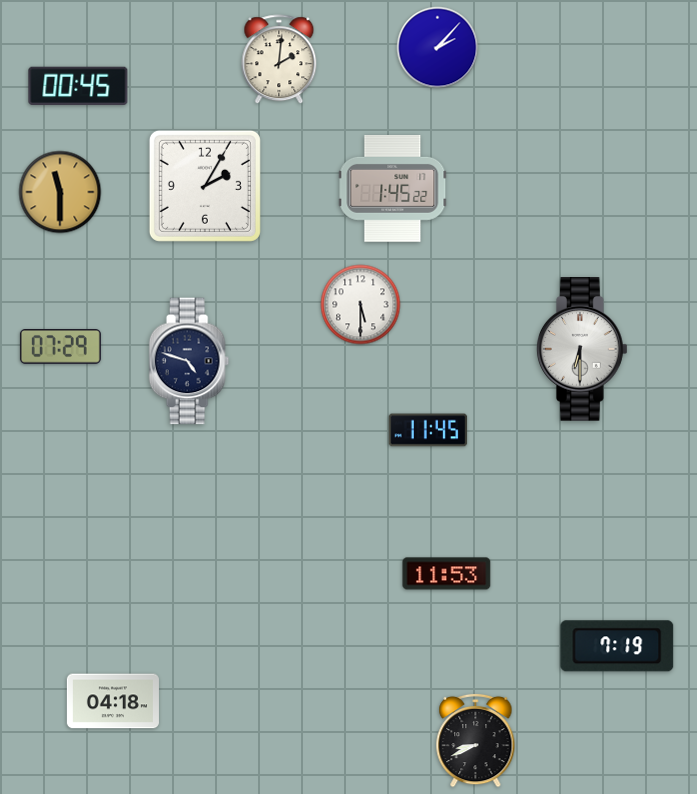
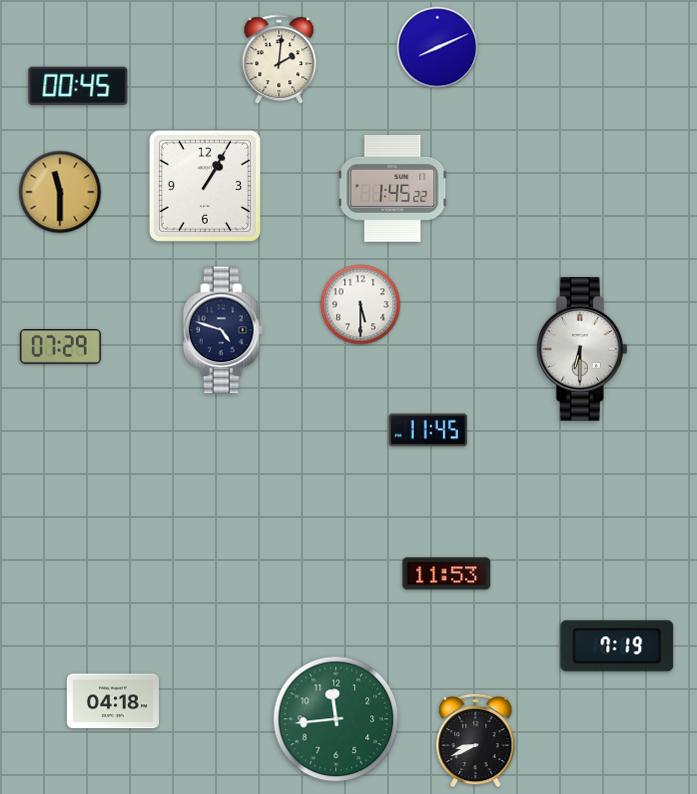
clock at (438, 48): 2:07 -> 8:11
clock at (205, 186): 2:05 -> 1:05
clock at (189, 361) position: (189, 361) -> (223, 330)
clock at (336, 719): none -> 11:44
